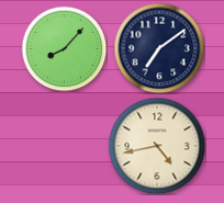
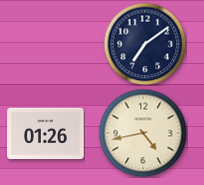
clock at (64, 48): 8:07 -> none
clock at (46, 134): none -> 01:26
